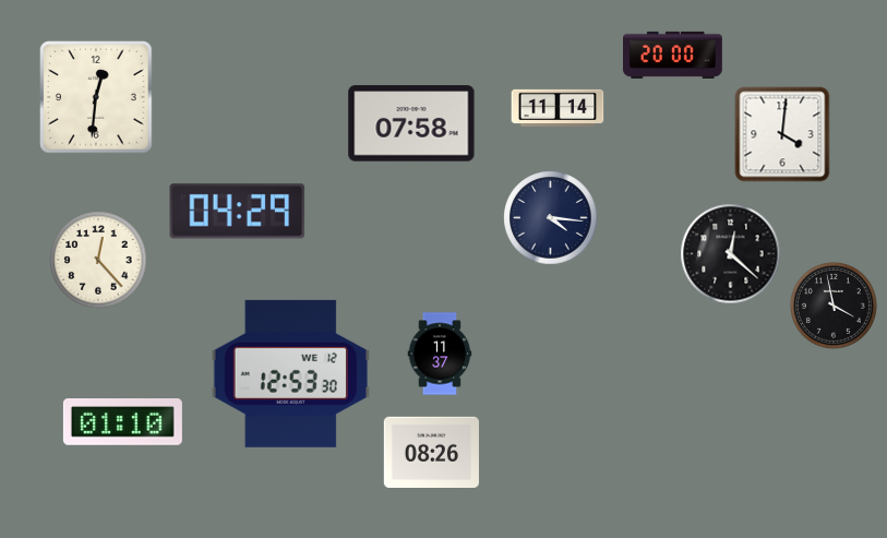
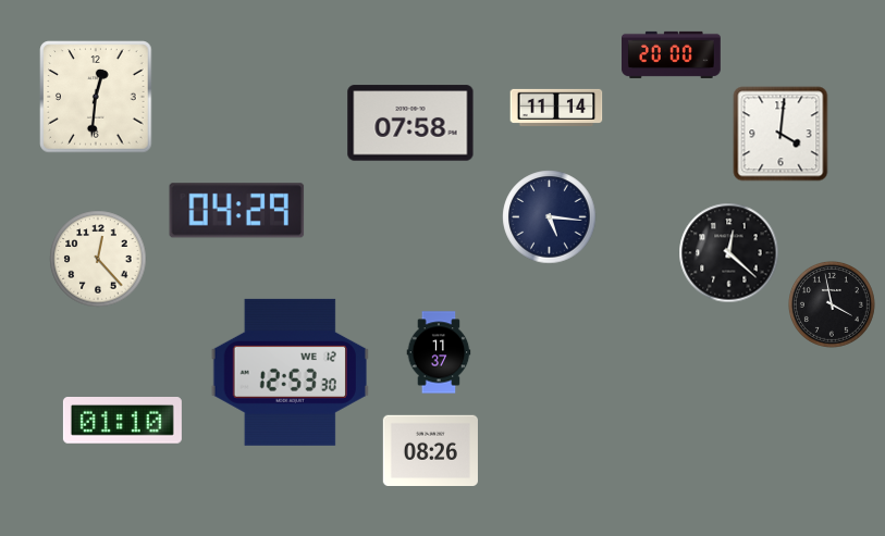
clock at (551, 218): 4:16 -> 5:16
